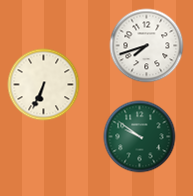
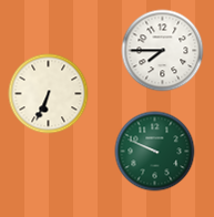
clock at (147, 46): 7:42 -> 7:45
clock at (140, 137): 9:51 -> 9:49
